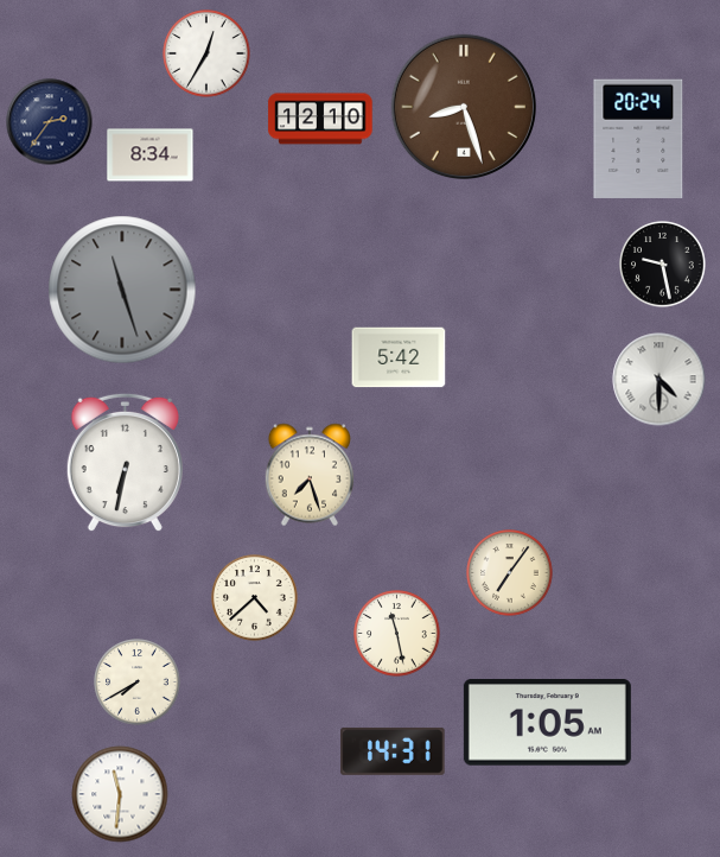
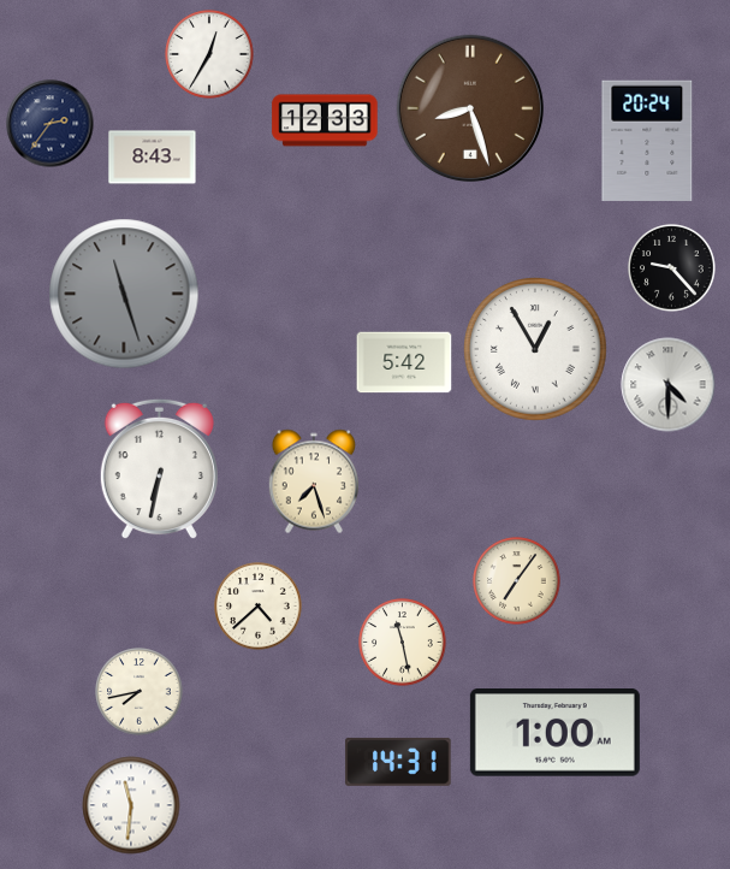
clock at (320, 119): 12:10 -> 12:33
clock at (151, 155): 8:34 -> 8:43
clock at (663, 265): 9:28 -> 9:23
clock at (535, 349): none -> 12:55
clock at (125, 463) position: (125, 463) -> (159, 469)
clock at (138, 683): 7:40 -> 7:43
clock at (547, 723): 1:05 -> 1:00
clock at (120, 794) position: (120, 794) -> (131, 805)
